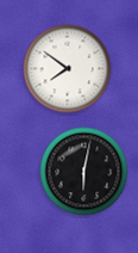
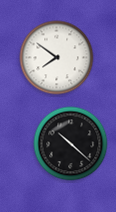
clock at (84, 172): 6:02 -> 10:22
